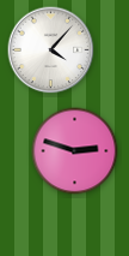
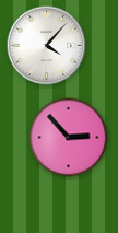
clock at (75, 151): 2:48 -> 2:53
